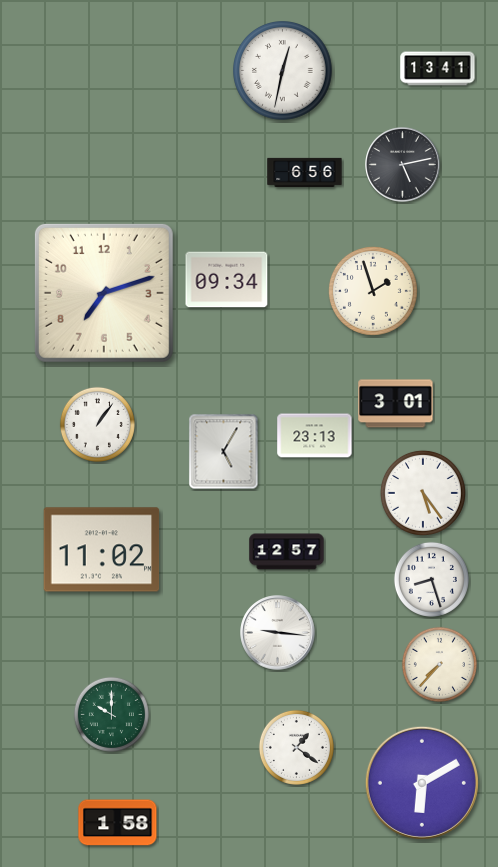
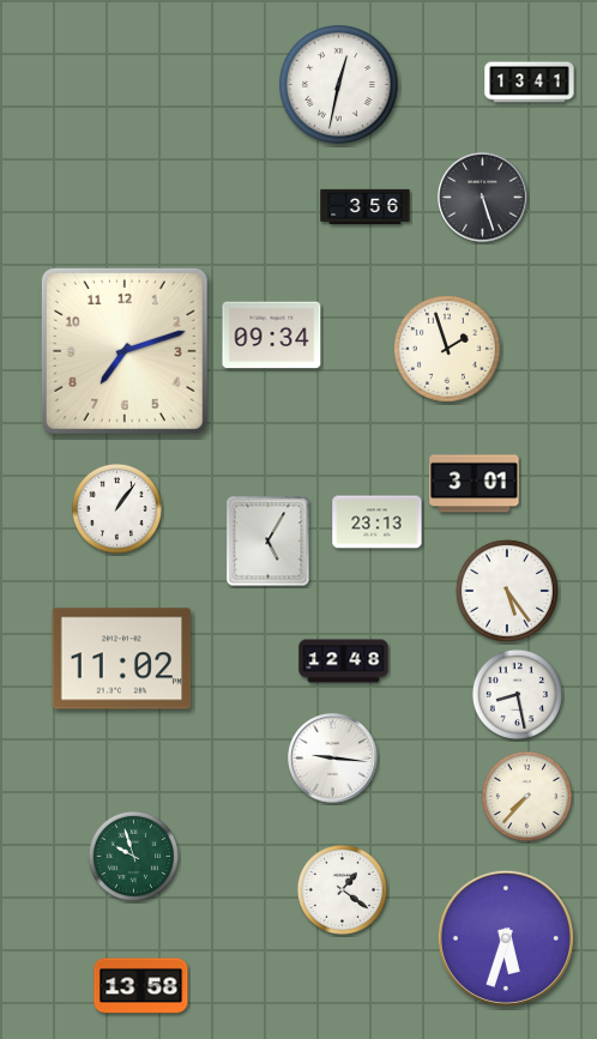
clock at (438, 69) position: (438, 69) -> (530, 83)
clock at (403, 165): 5:13 -> 5:27
clock at (305, 172): 6:56 -> 3:56
clock at (287, 552): 12:57 -> 12:48
clock at (431, 579): 8:27 -> 8:28
clock at (111, 714): 10:00 -> 9:57
clock at (296, 747) position: (296, 747) -> (342, 889)
clock at (422, 783): 6:10 -> 5:33
clock at (118, 823): 1:58 -> 13:58
